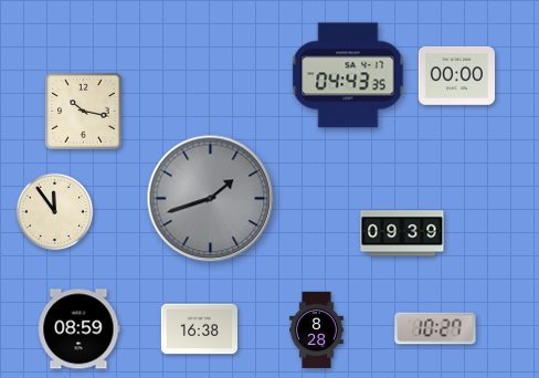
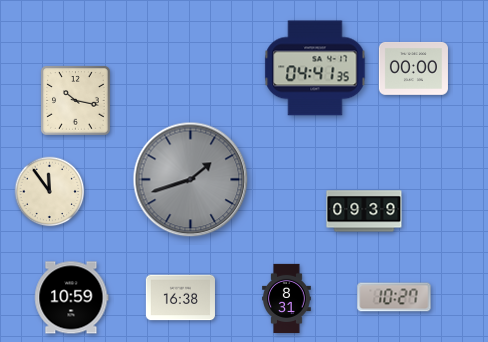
clock at (348, 75): 04:43 -> 04:41
clock at (80, 329): 08:59 -> 10:59
clock at (317, 329): 8:28 -> 8:31
